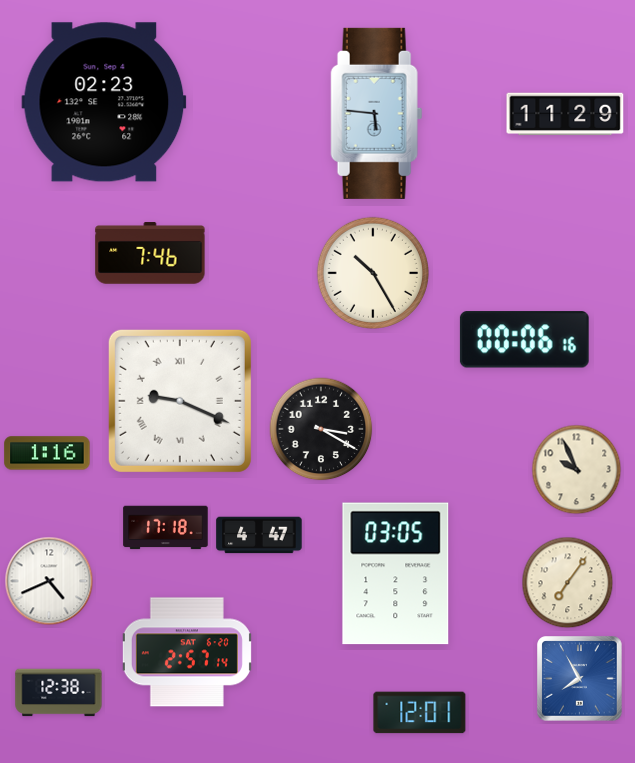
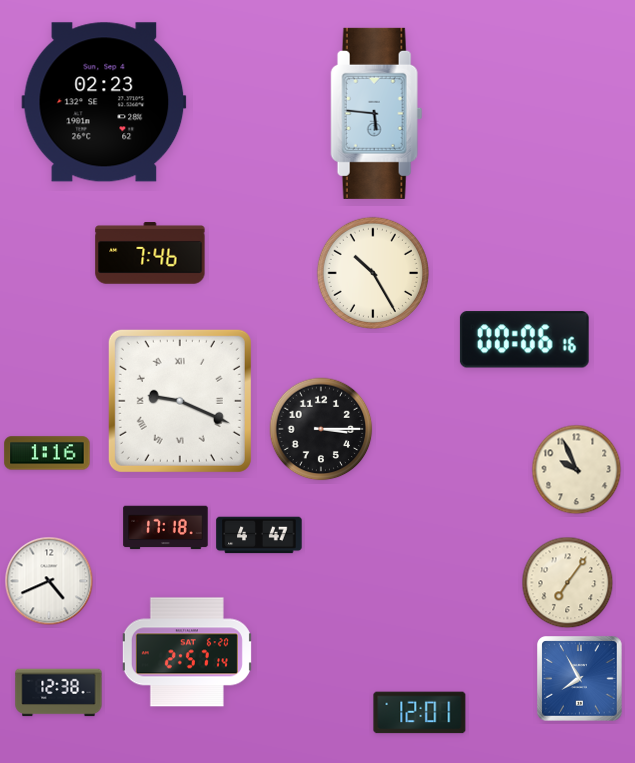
clock at (565, 114): 11:29 -> none
clock at (321, 429): 3:20 -> 3:15
clock at (396, 574): 03:05 -> none
